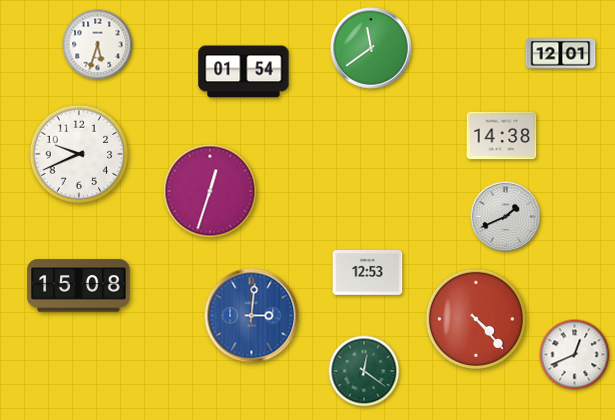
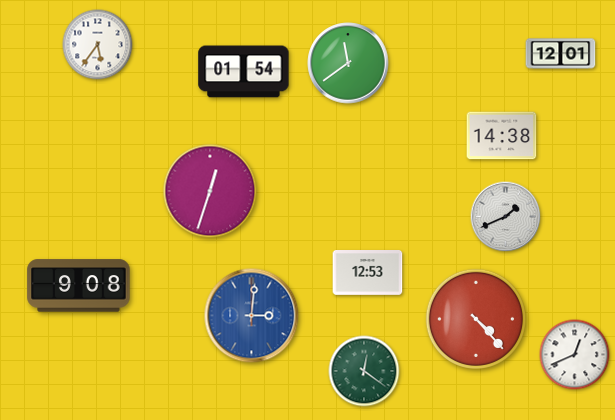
clock at (98, 45): 5:33 -> 5:36
clock at (371, 48) position: (371, 48) -> (348, 63)
clock at (79, 154): 9:41 -> none
clock at (79, 286): 15:08 -> 9:08
